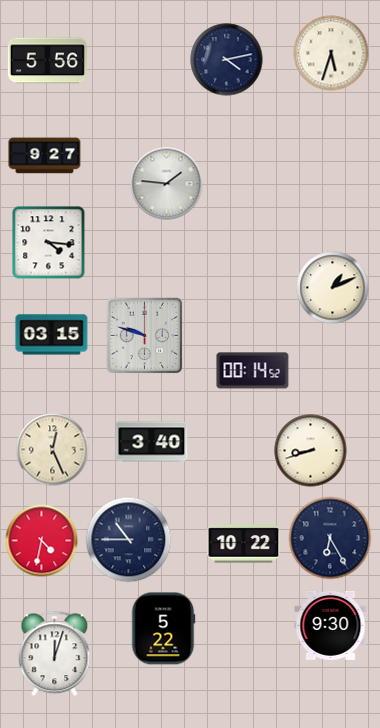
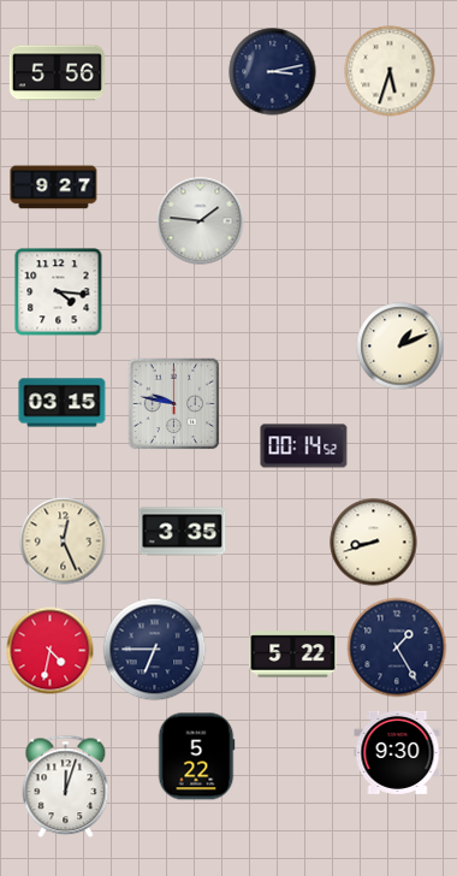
clock at (331, 53) position: (331, 53) -> (390, 71)
clock at (227, 60): 4:13 -> 3:13
clock at (145, 336): 9:48 -> 9:47
clock at (152, 442): 3:40 -> 3:35
clock at (330, 538): 6:25 -> 1:25
clock at (129, 540): 10:45 -> 6:45
clock at (244, 544): 10:22 -> 5:22
